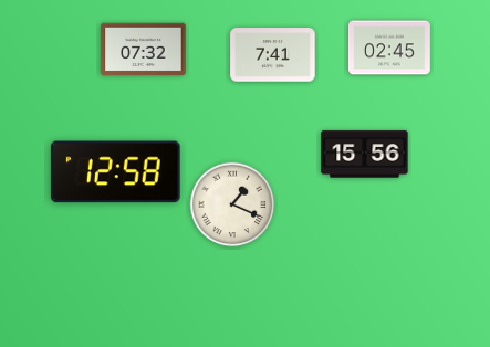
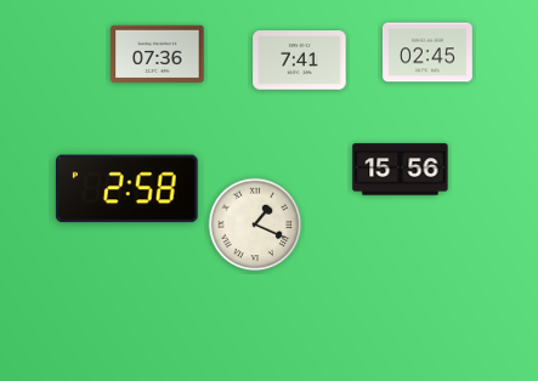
clock at (144, 50): 07:32 -> 07:36
clock at (115, 172): 12:58 -> 2:58
